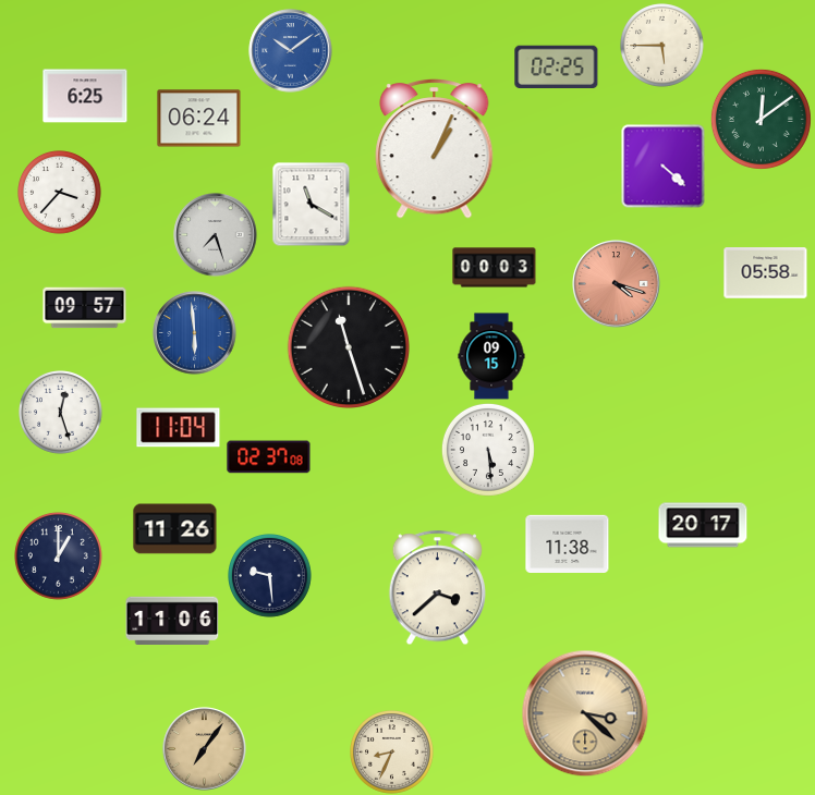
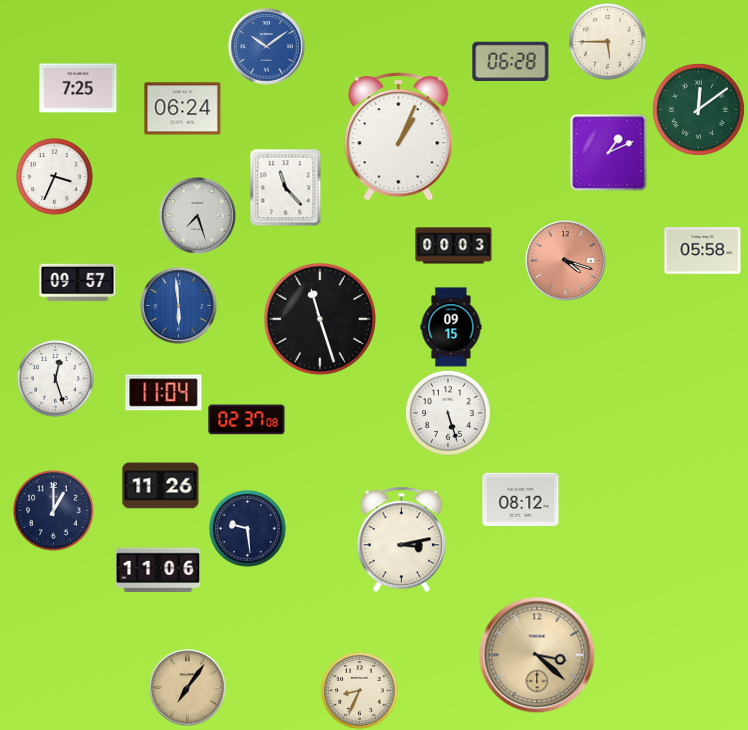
clock at (557, 66): 02:25 -> 06:28
clock at (85, 96): 6:25 -> 7:25
clock at (664, 167): 4:22 -> 1:11
clock at (60, 193): 3:37 -> 3:34
clock at (312, 204): 11:20 -> 11:23
clock at (488, 450): 5:29 -> 5:27
clock at (703, 525): 20:17 -> none
clock at (568, 543): 11:38 -> 08:12
clock at (437, 588): 3:38 -> 3:13
